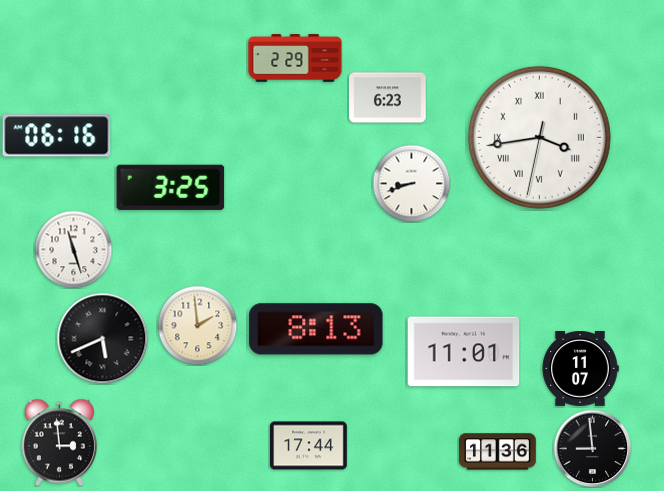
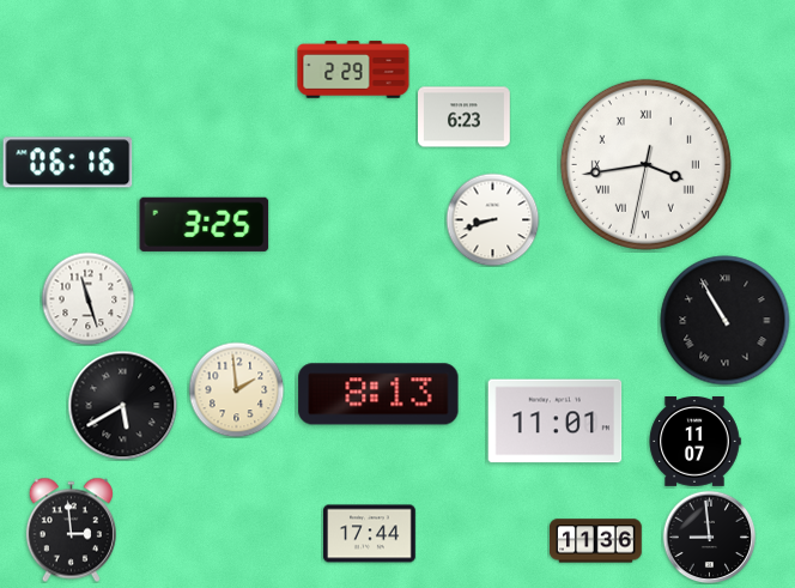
clock at (726, 321): none -> 10:55
clock at (102, 338): 5:41 -> 5:40
